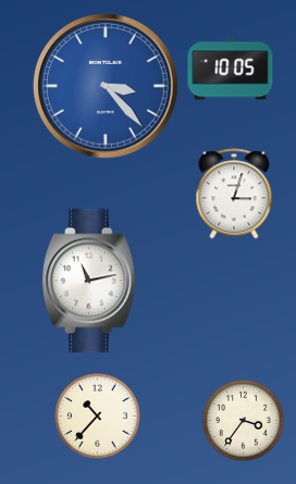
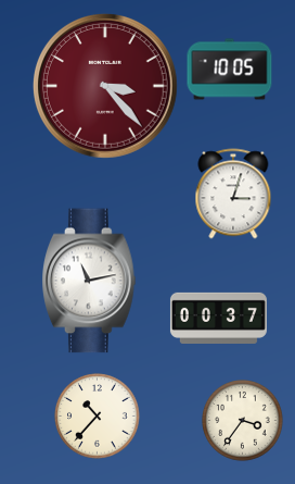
clock at (106, 86) dial: blue -> burgundy
clock at (218, 318): none -> 00:37
